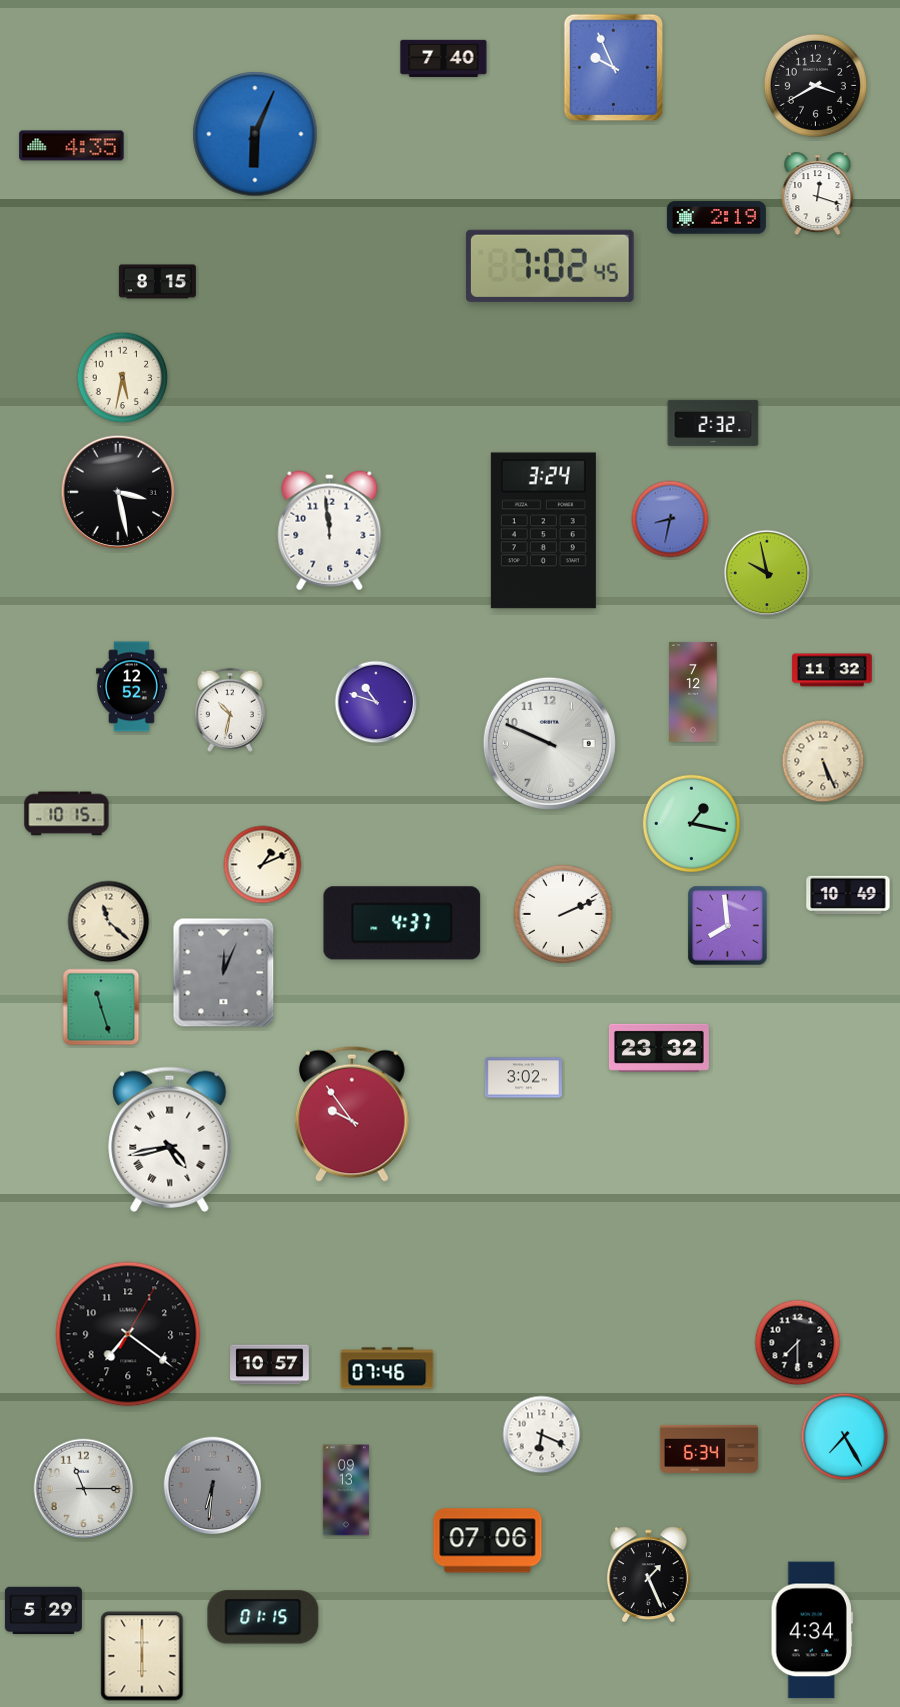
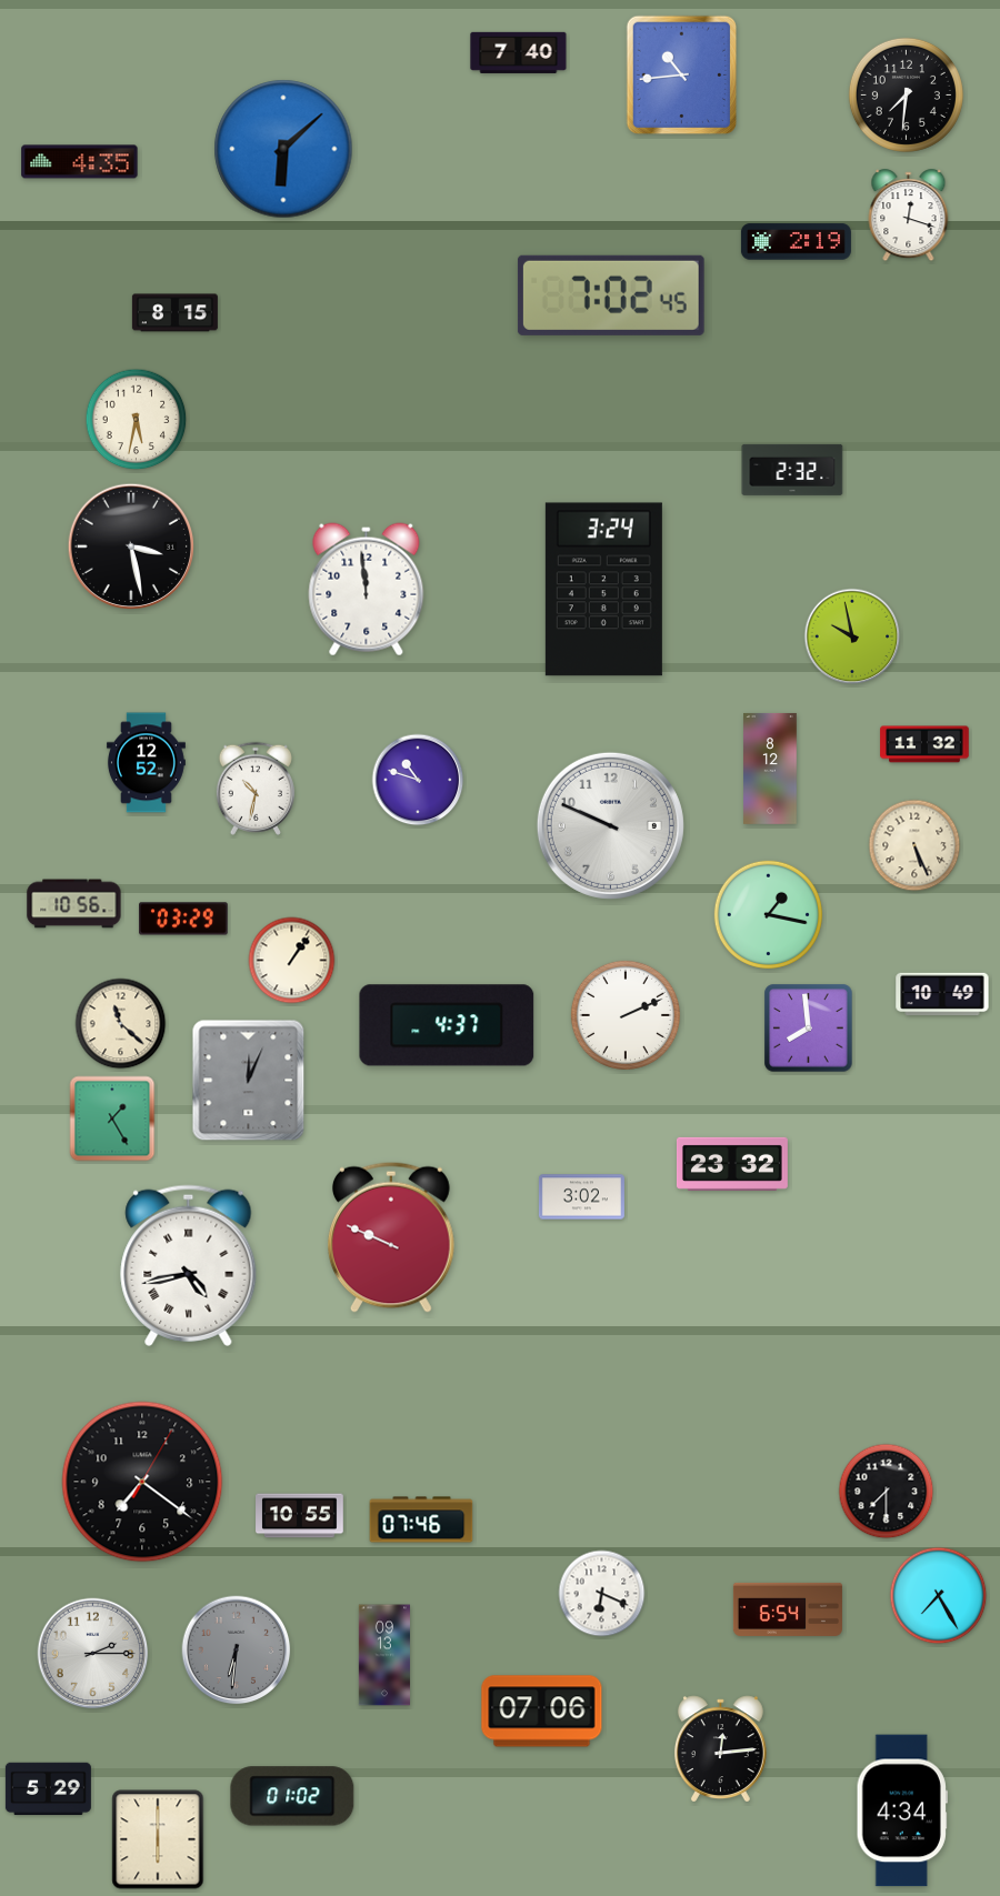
clock at (444, 58) position: (444, 58) -> (519, 52)
clock at (614, 68): 9:56 -> 10:44
clock at (815, 85): 3:40 -> 7:31
clock at (255, 134): 6:04 -> 6:08
clock at (670, 519): 8:32 -> none
clock at (693, 692): 7:12 -> 8:12
clock at (67, 814): 10:15 -> 10:56
clock at (183, 919): none -> 03:29
clock at (263, 865): 1:11 -> 1:06
clock at (101, 1007): 11:27 -> 1:25
clock at (352, 1114): 9:54 -> 9:49
clock at (270, 1365): 10:57 -> 10:55
clock at (387, 1368) position: (387, 1368) -> (421, 1519)
clock at (709, 1449): 6:34 -> 6:54
clock at (84, 1489): 11:15 -> 2:15
clock at (648, 1574): 1:26 -> 12:14
clock at (263, 1617): 01:15 -> 01:02
